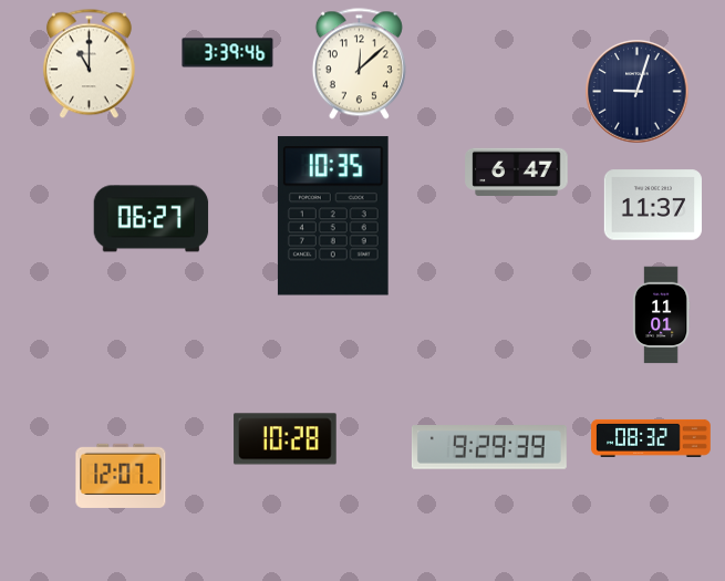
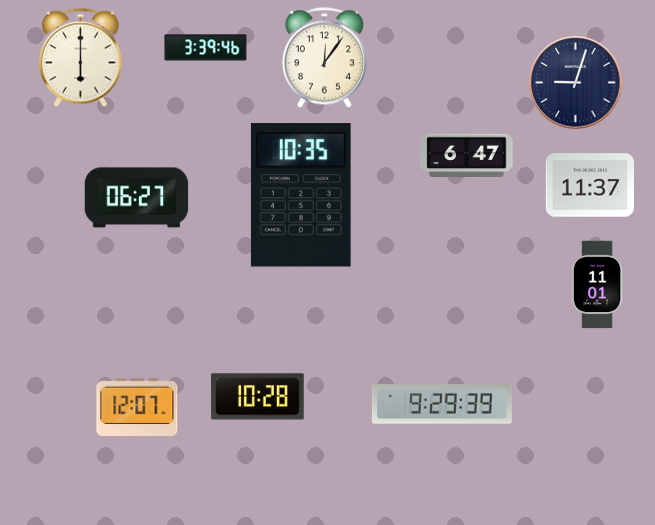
clock at (89, 64): 11:00 -> 6:00
clock at (359, 64): 12:08 -> 12:06
clock at (651, 438): 08:32 -> none
clock at (121, 476) position: (121, 476) -> (137, 407)
